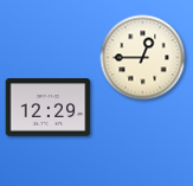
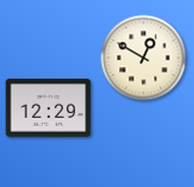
clock at (143, 58): 12:45 -> 12:50
